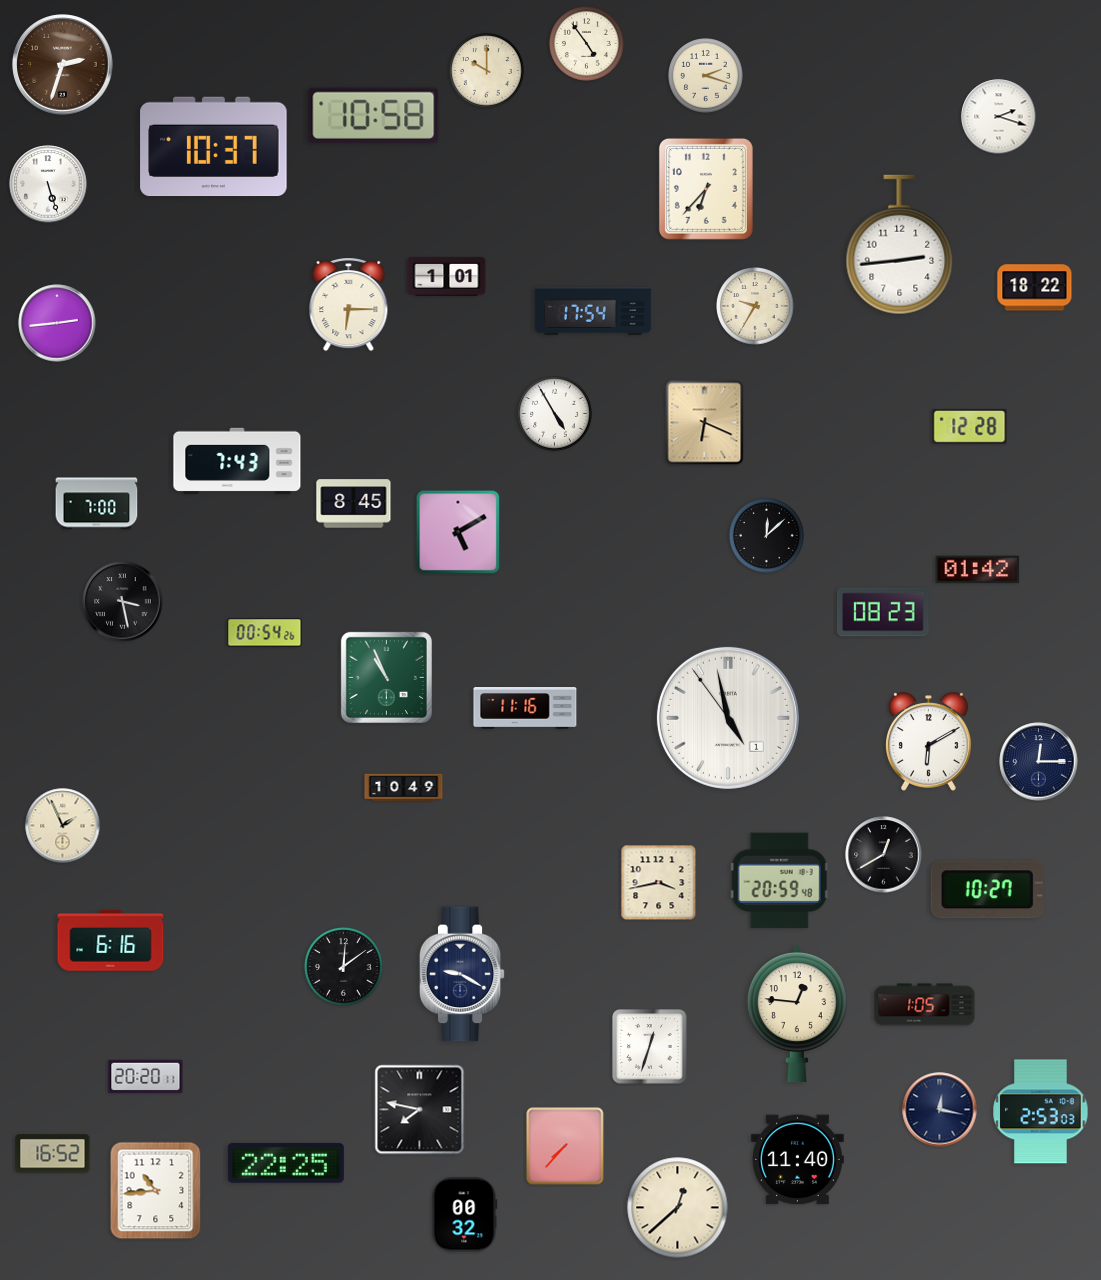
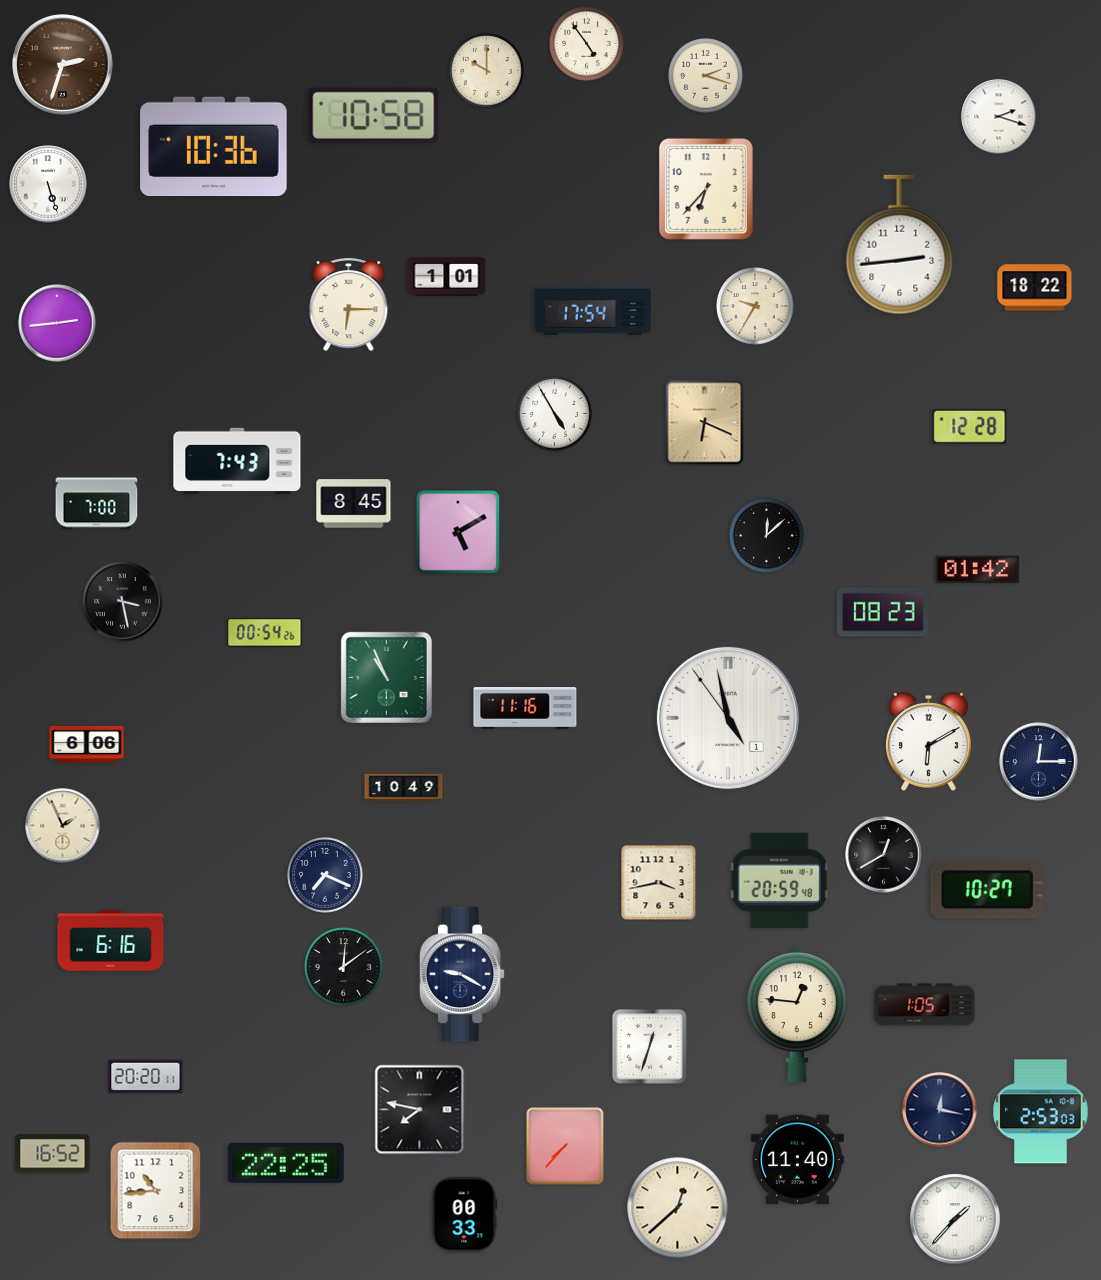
clock at (214, 147): 10:37 -> 10:36
clock at (87, 744): none -> 6:06
clock at (326, 876): none -> 7:19
clock at (465, 1215): 00:32 -> 00:33
clock at (955, 1219): none -> 1:37
